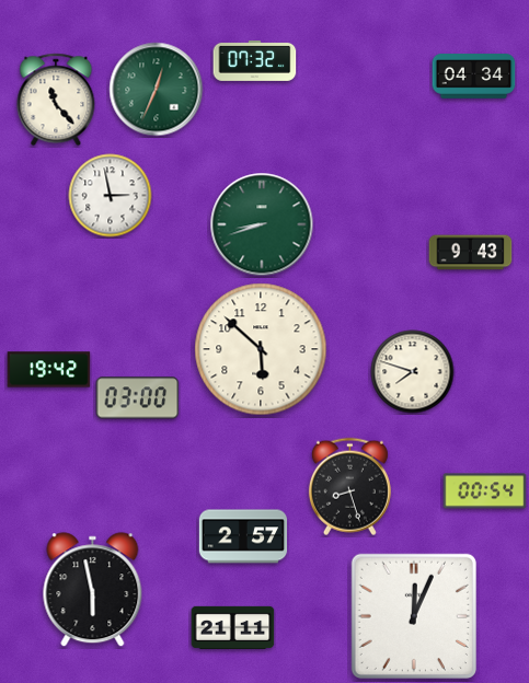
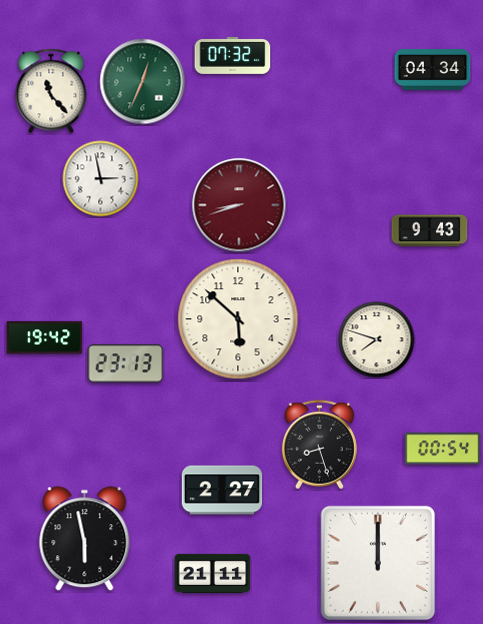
clock at (262, 224) dial: green -> burgundy
clock at (138, 398): 03:00 -> 23:13
clock at (243, 536): 2:57 -> 2:27
clock at (414, 616): 12:04 -> 12:00
